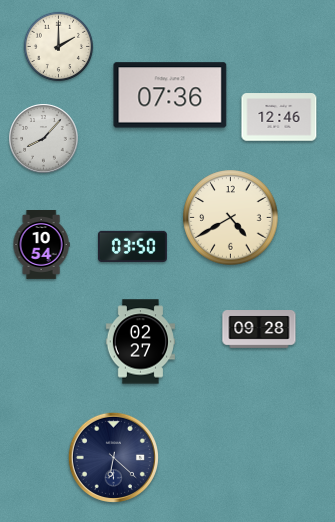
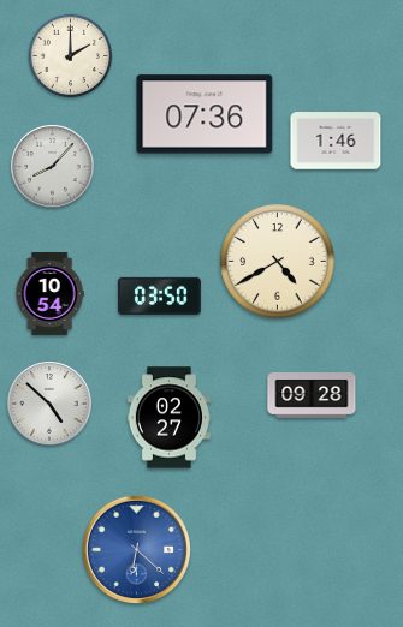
clock at (279, 117): 12:46 -> 1:46
clock at (49, 404): none -> 4:52
clock at (140, 342) position: (140, 342) -> (168, 418)
clock at (113, 457) dial: navy -> blue
